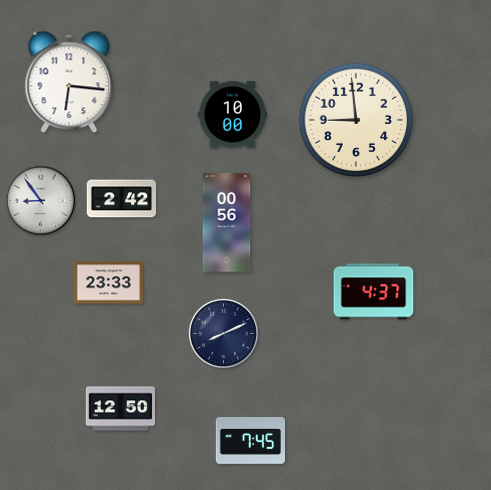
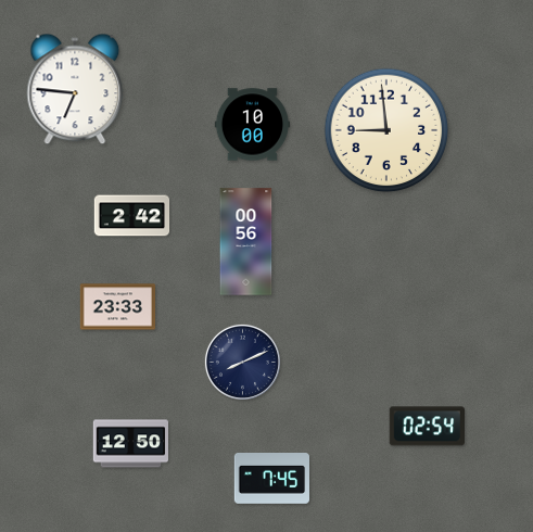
clock at (69, 82): 6:16 -> 6:46
clock at (40, 200): 8:54 -> none
clock at (374, 292): 4:37 -> none
clock at (427, 427): none -> 02:54
